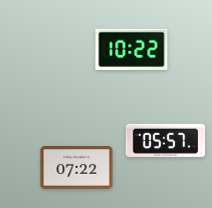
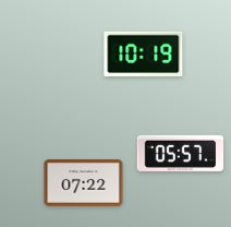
clock at (132, 49): 10:22 -> 10:19
